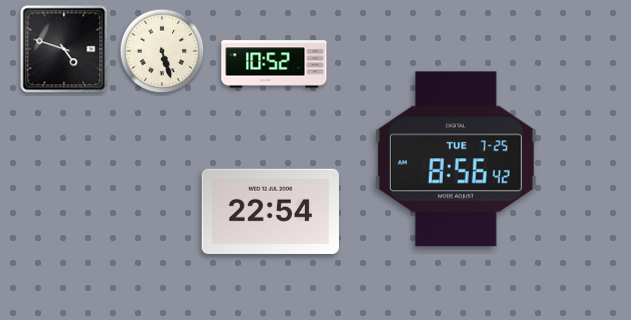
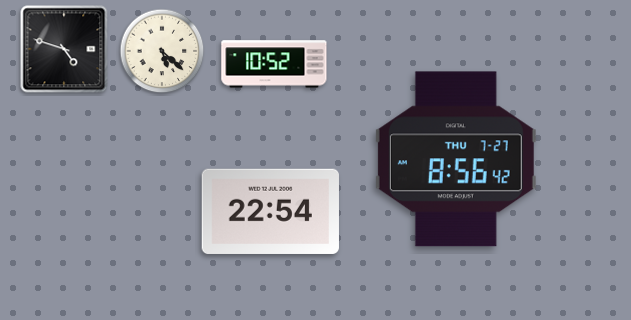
clock at (162, 51): 5:27 -> 5:22
clock at (456, 159) date: TUE 7-25 -> THU 7-27
